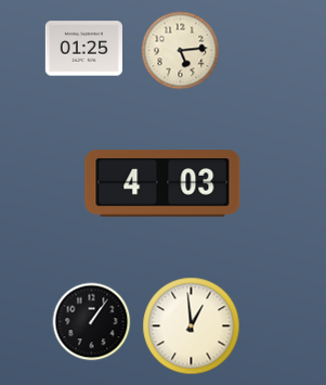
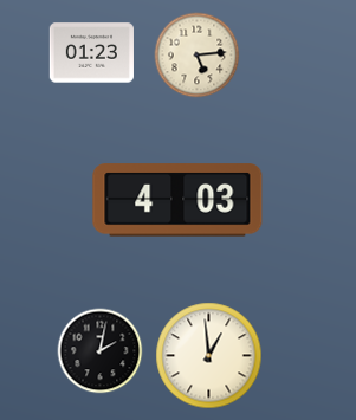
clock at (83, 49): 01:25 -> 01:23
clock at (92, 322): 1:06 -> 2:02
